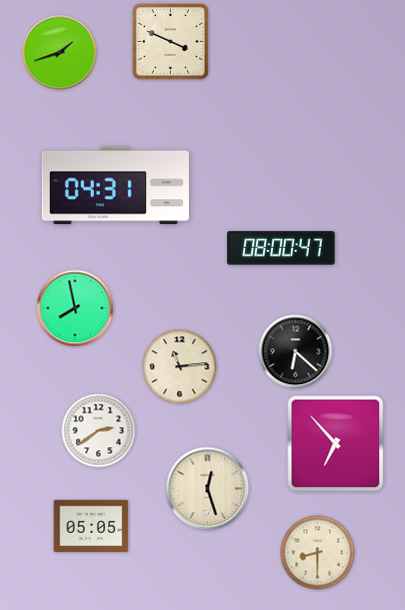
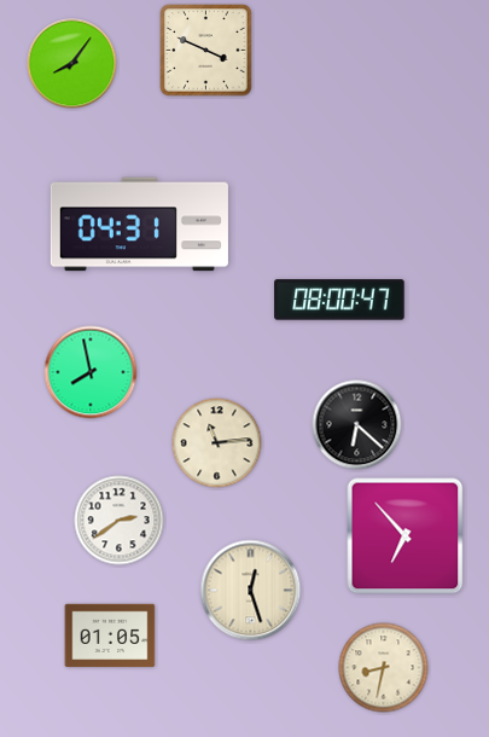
clock at (60, 53): 1:42 -> 8:06
clock at (91, 526): 05:05 -> 01:05
clock at (318, 553): 8:30 -> 8:32
